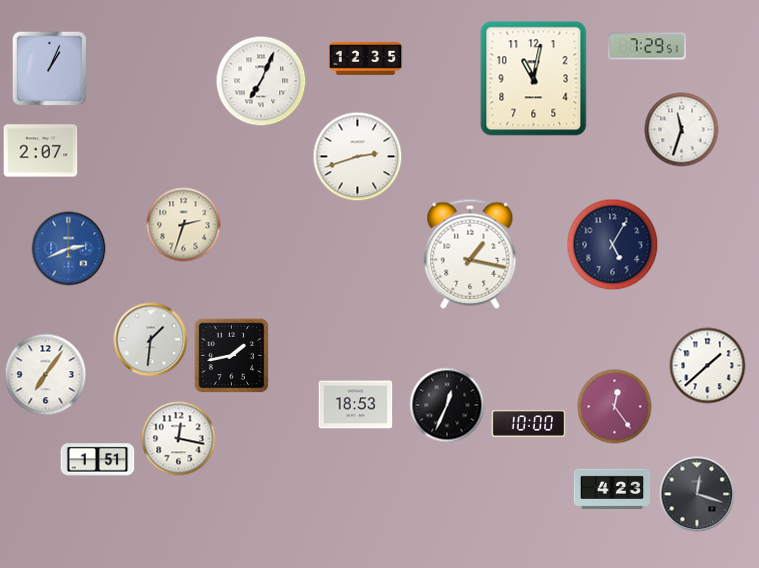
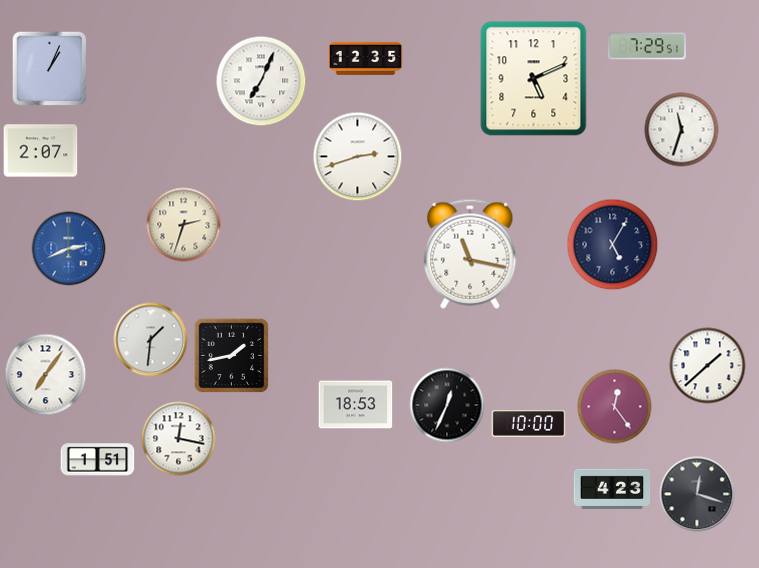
clock at (534, 79): 11:02 -> 5:11
clock at (470, 254): 1:17 -> 11:17
